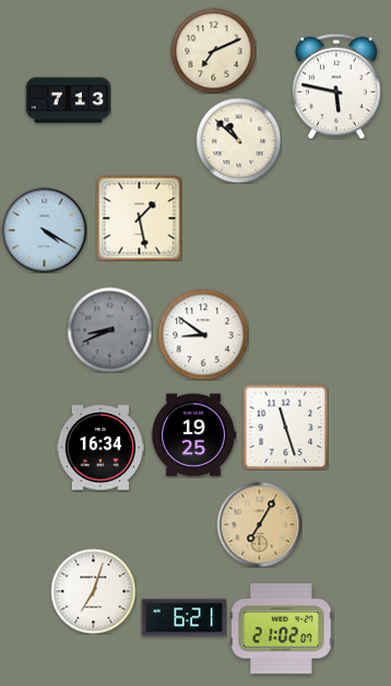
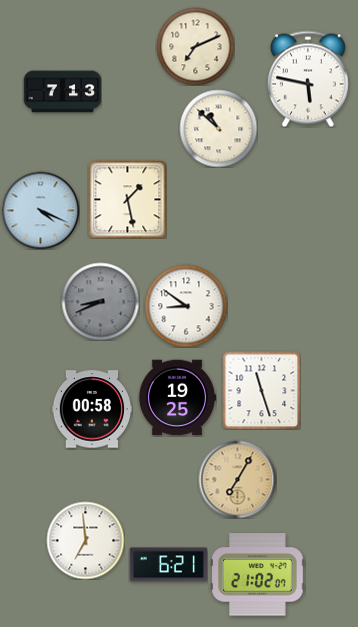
clock at (44, 230): 4:20 -> 4:19
clock at (99, 447): 16:34 -> 00:58
clock at (93, 591): 7:03 -> 6:59
